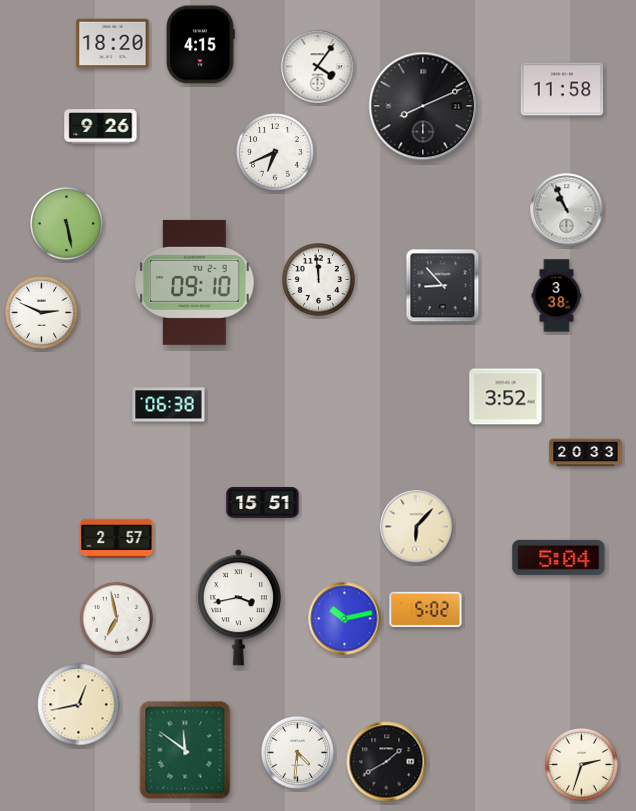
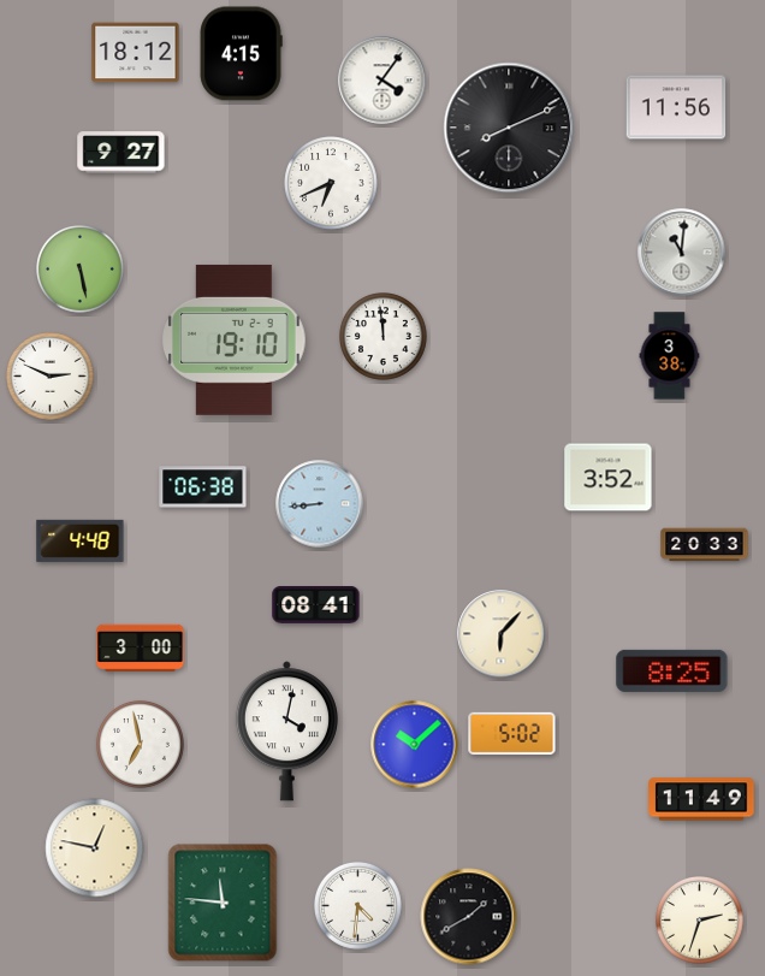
clock at (113, 44): 18:20 -> 18:12
clock at (562, 89): 11:58 -> 11:56
clock at (101, 127): 9:26 -> 9:27
clock at (567, 210): 10:56 -> 11:01
clock at (195, 282): 09:10 -> 19:10
clock at (443, 286): 8:53 -> none
clock at (320, 504): none -> 8:44
clock at (81, 540): none -> 4:48
clock at (263, 503): 15:51 -> 08:41
clock at (117, 538): 2:57 -> 3:00
clock at (559, 557): 5:04 -> 8:25
clock at (238, 608): 3:43 -> 4:02
clock at (345, 619): 10:13 -> 10:08
clock at (701, 799): none -> 11:49
clock at (79, 705): 12:43 -> 12:47
clock at (185, 750): 11:51 -> 11:46
clock at (387, 762) position: (387, 762) -> (469, 917)
